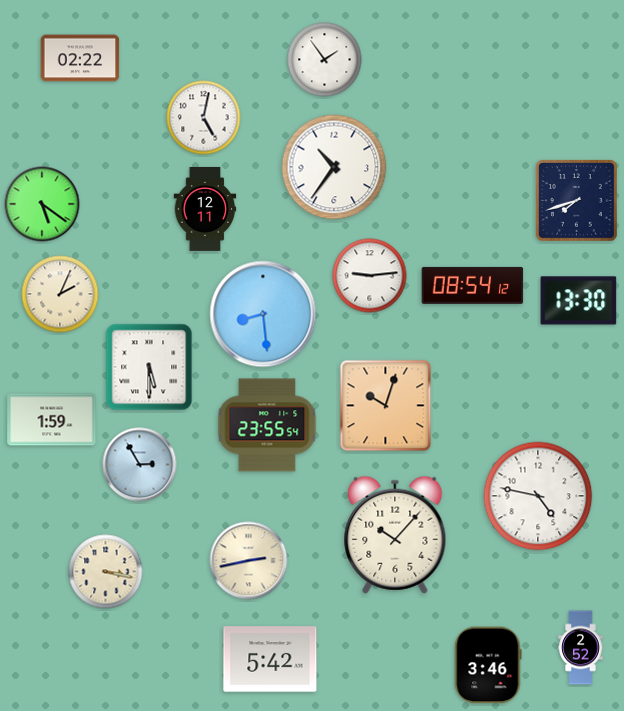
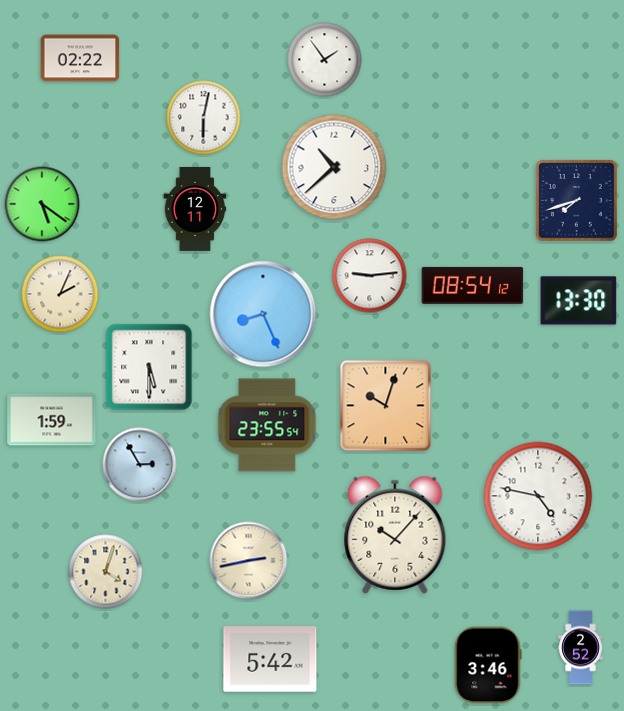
clock at (204, 118): 5:02 -> 6:02
clock at (334, 167): 10:36 -> 10:38
clock at (205, 209) position: (205, 209) -> (195, 209)
clock at (263, 314): 8:29 -> 8:26
clock at (106, 572): 3:17 -> 4:03
